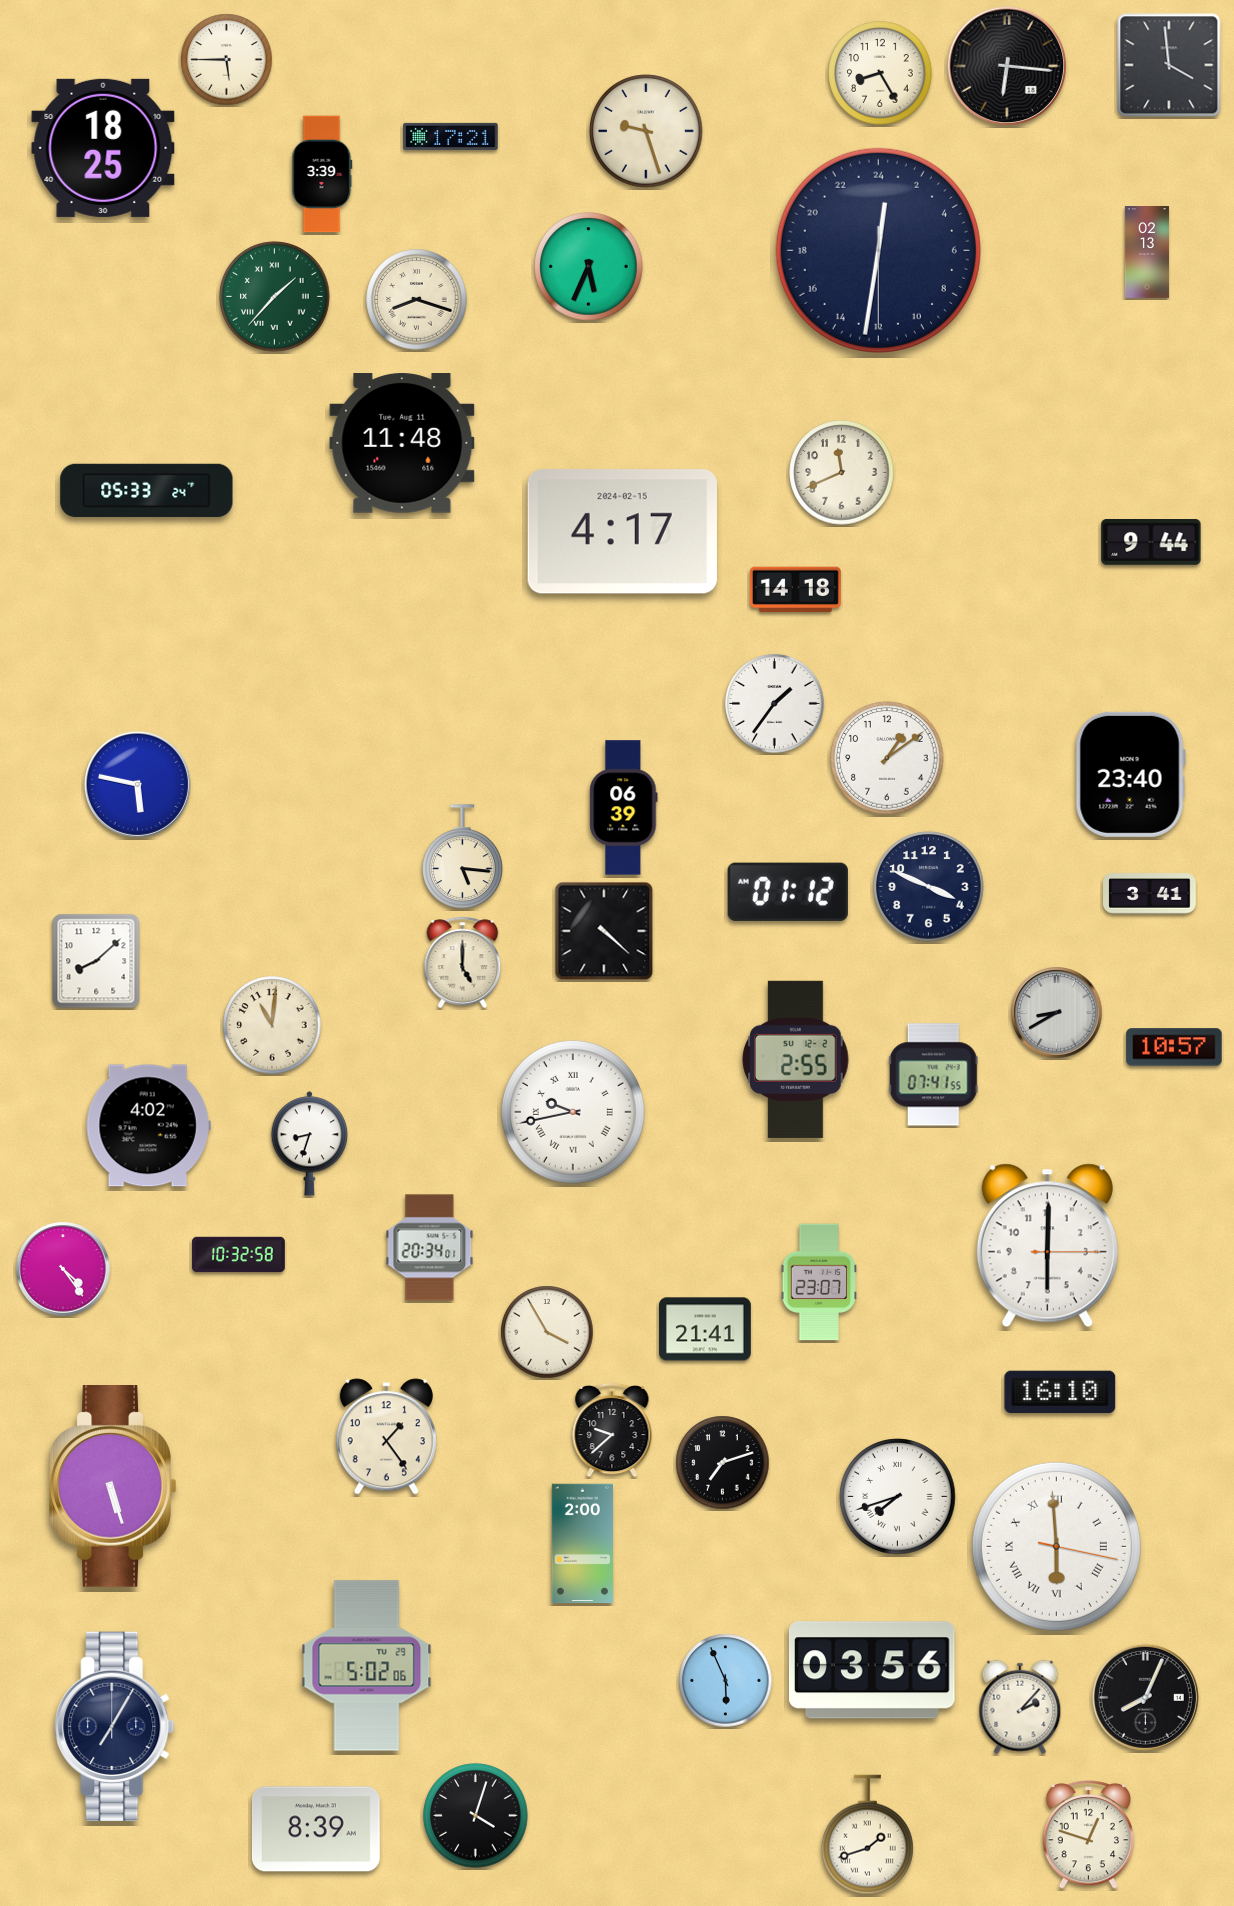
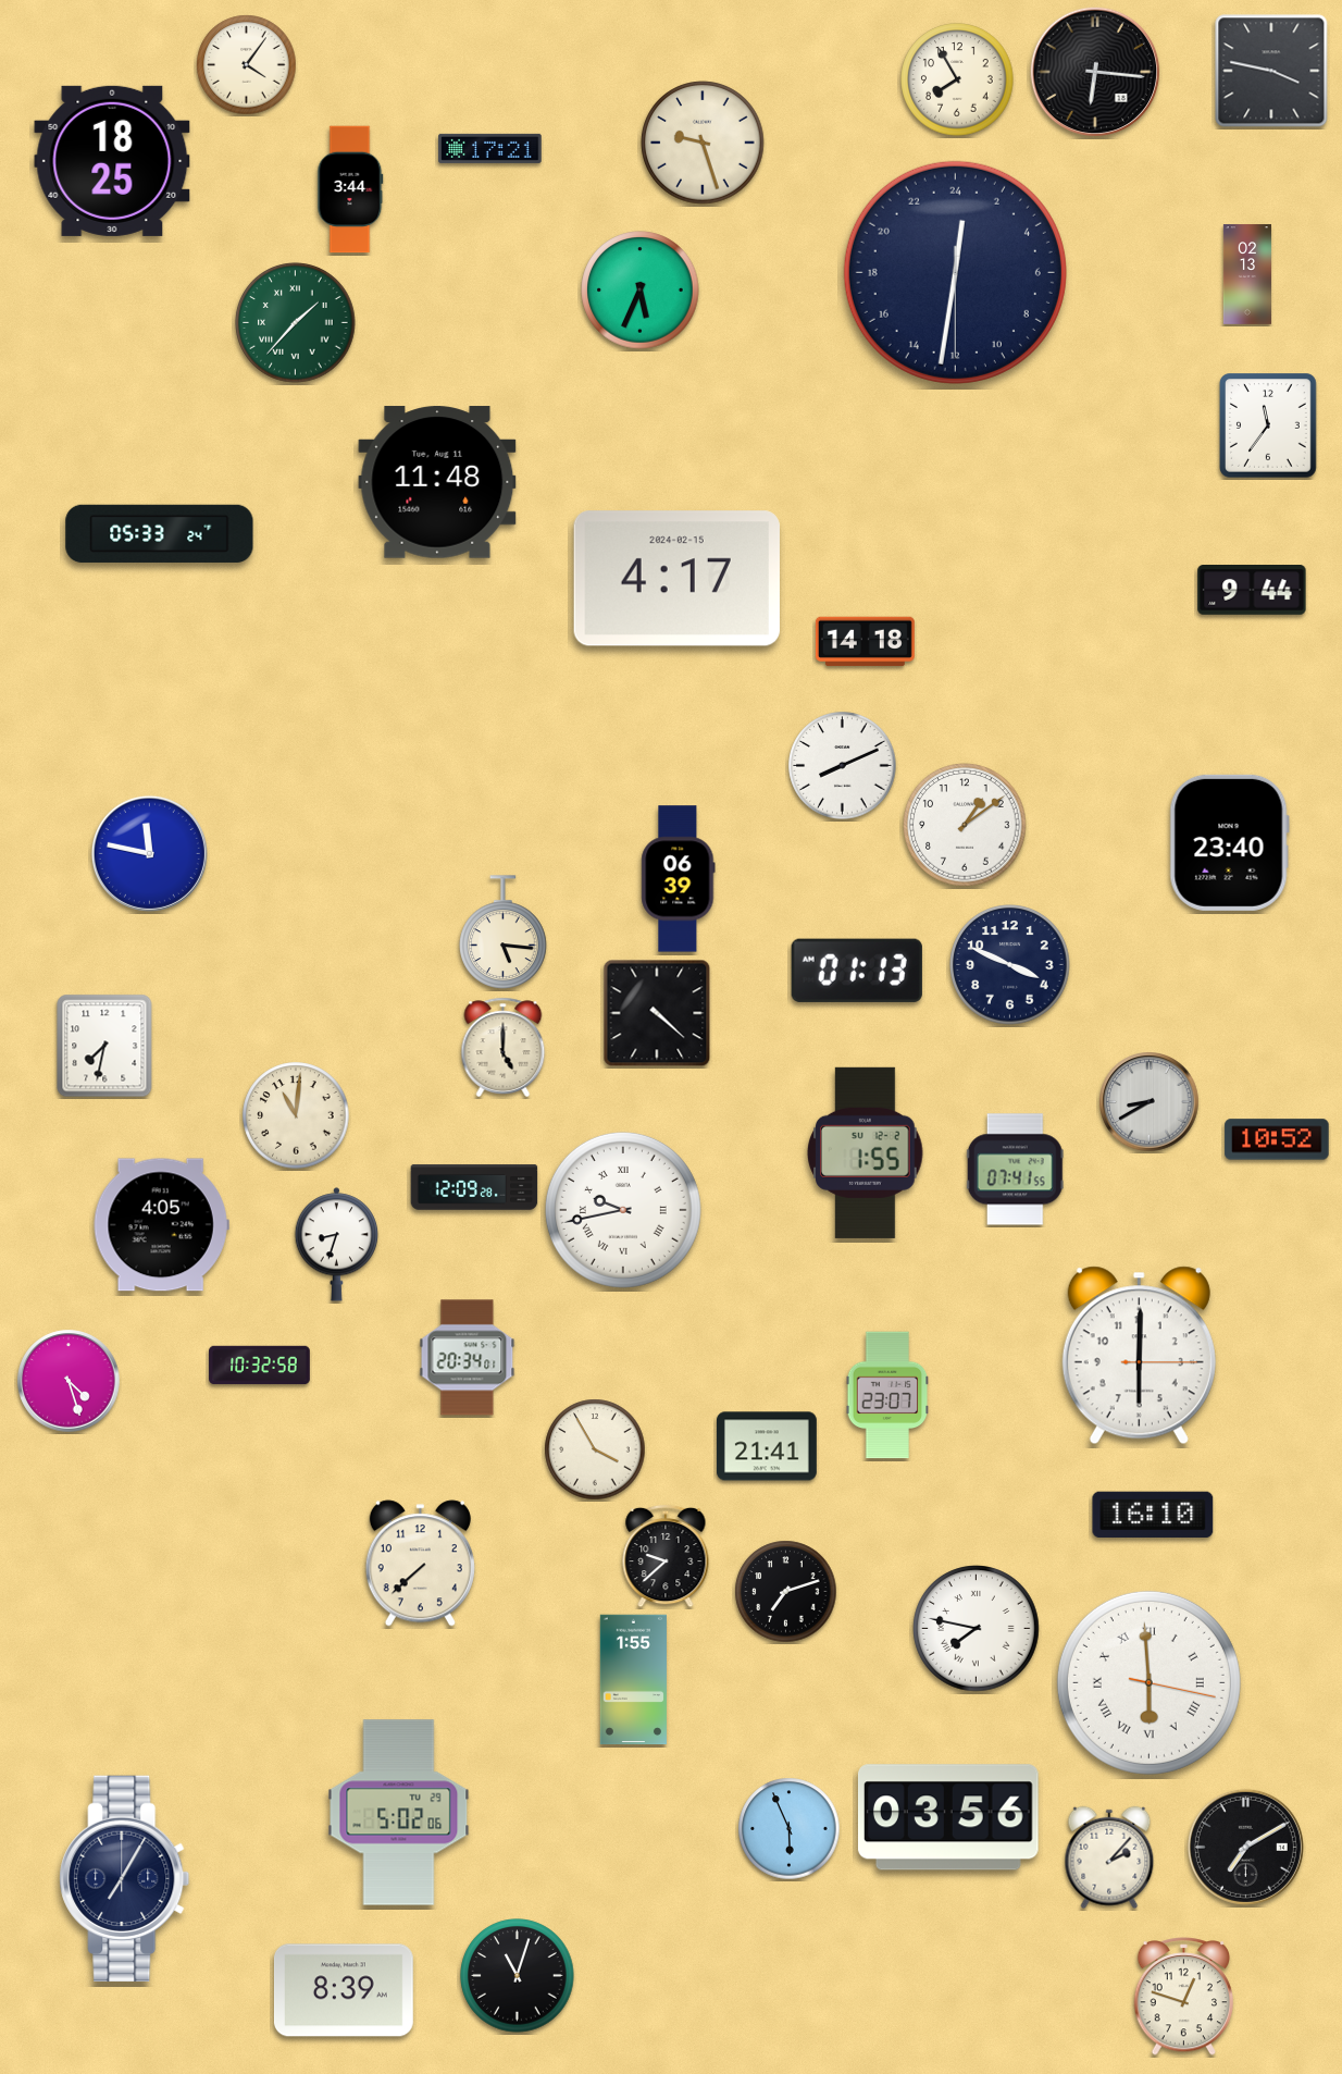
clock at (227, 60): 5:45 -> 4:06
clock at (1169, 65): 3:59 -> 3:47
clock at (880, 73): 8:25 -> 7:55
clock at (322, 174): 3:39 -> 3:44
clock at (275, 297) position: (275, 297) -> (296, 323)
clock at (417, 300): 8:18 -> none
clock at (1269, 425): none -> 11:36
clock at (842, 473): 11:41 -> none
clock at (775, 704): 1:36 -> 8:11
clock at (137, 784): 5:47 -> 11:47
clock at (788, 892): 01:12 -> 01:13
clock at (1150, 894): 3:41 -> none
clock at (96, 961): 8:08 -> 7:32
clock at (1174, 1047): 10:57 -> 10:52
clock at (796, 1059): 2:55 -> 1:55
clock at (474, 1187): none -> 12:09
clock at (148, 1126): 4:02 -> 4:05
clock at (63, 1269): 4:24 -> 4:27
clock at (819, 1282) position: (819, 1282) -> (887, 1395)
clock at (386, 1437): 1:24 -> 7:38
clock at (113, 1487): 5:27 -> none
clock at (898, 1497): 7:42 -> 7:47
clock at (582, 1544): 2:00 -> 1:55
clock at (1145, 1697): 8:04 -> 7:10
clock at (476, 1816): 4:03 -> 11:03
clock at (868, 1835): 1:42 -> none
